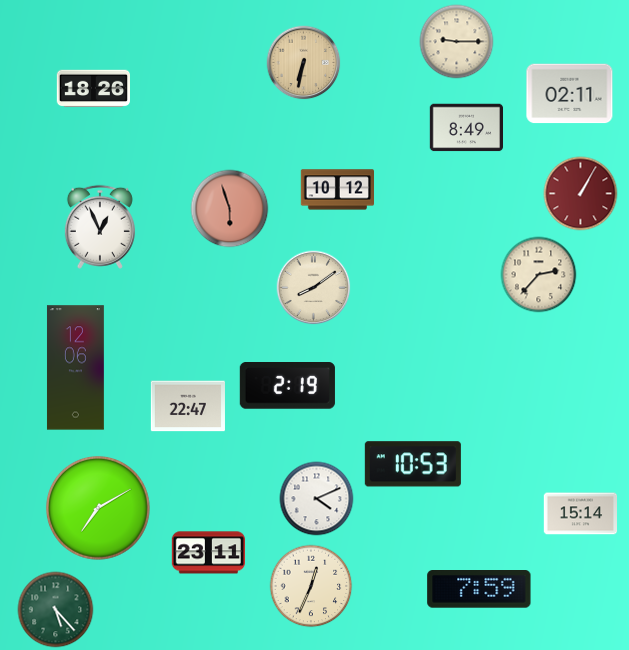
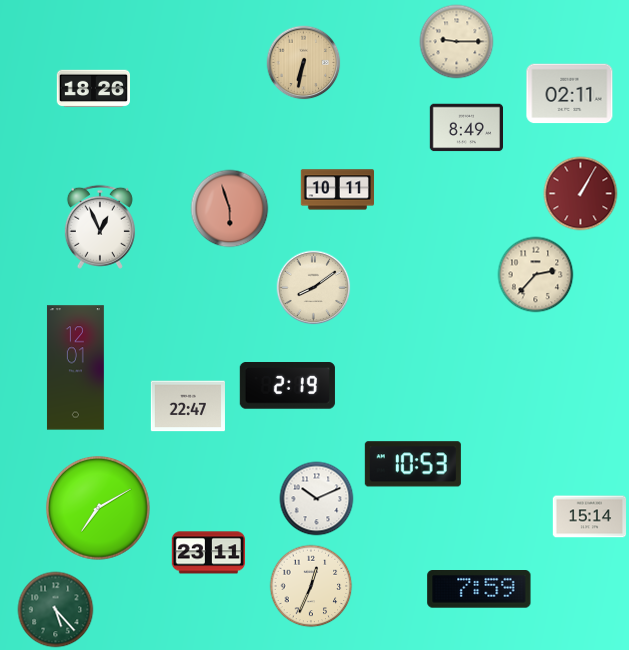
clock at (337, 190): 10:12 -> 10:11
clock at (539, 275) position: (539, 275) -> (536, 275)
clock at (75, 368): 12:06 -> 12:01
clock at (317, 499): 4:11 -> 10:11
clock at (581, 514) position: (581, 514) -> (590, 517)
